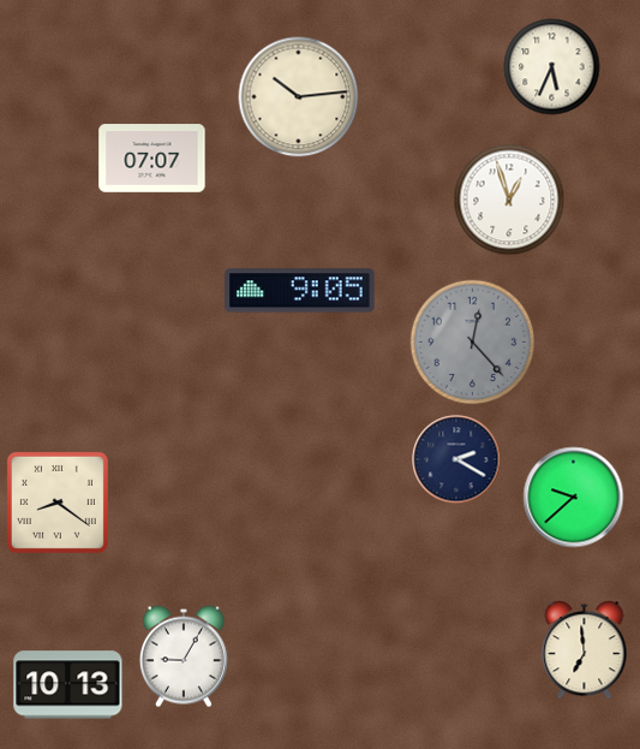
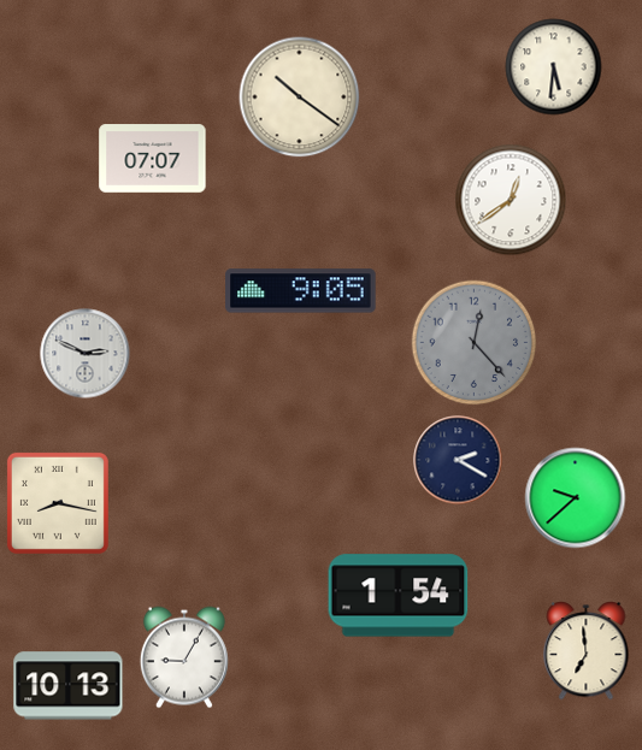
clock at (552, 67): 5:34 -> 5:31
clock at (299, 97): 10:14 -> 10:21
clock at (509, 200): 12:57 -> 12:39
clock at (86, 354): none -> 2:49
clock at (58, 503): 8:21 -> 8:17
clock at (399, 596): none -> 1:54
